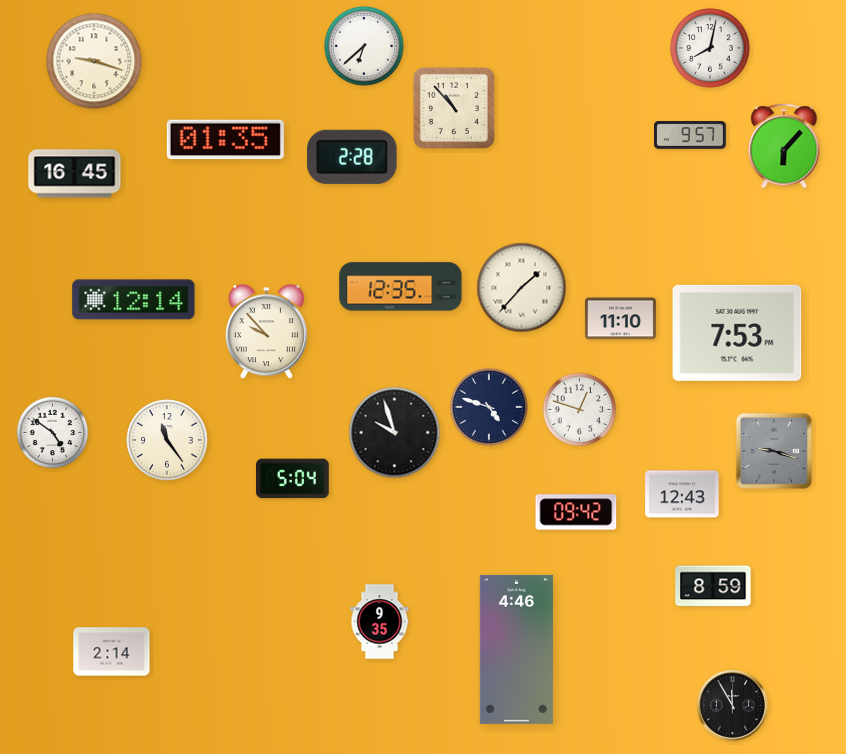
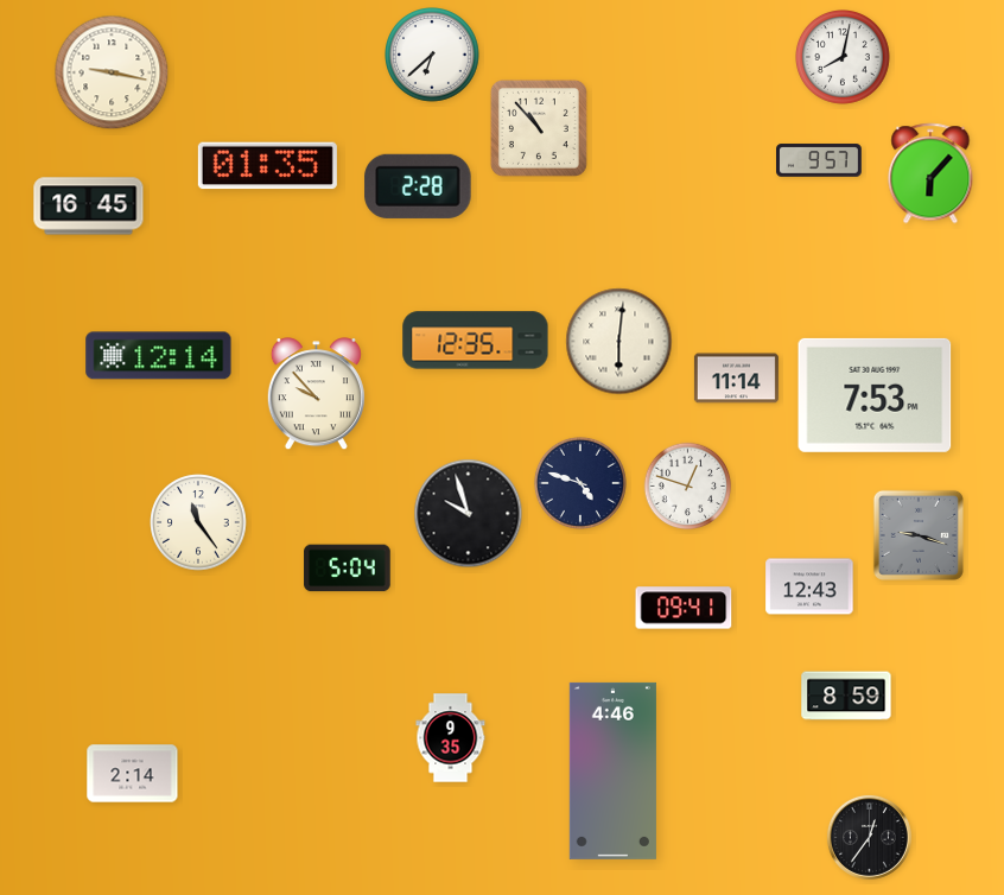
clock at (94, 61): 9:18 -> 9:17
clock at (522, 288): 1:37 -> 6:01
clock at (620, 319): 11:10 -> 11:14
clock at (53, 433): 4:51 -> none
clock at (576, 512): 09:42 -> 09:41
clock at (732, 705): 11:55 -> 12:36
